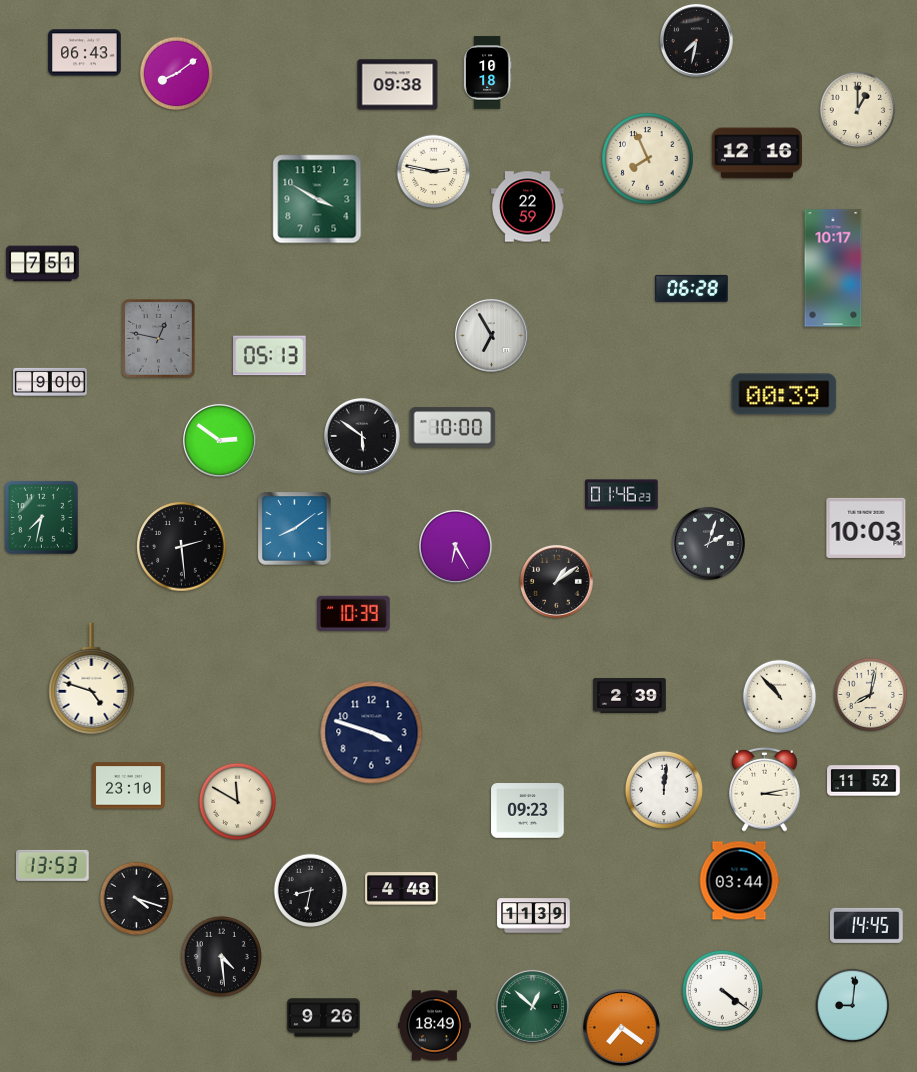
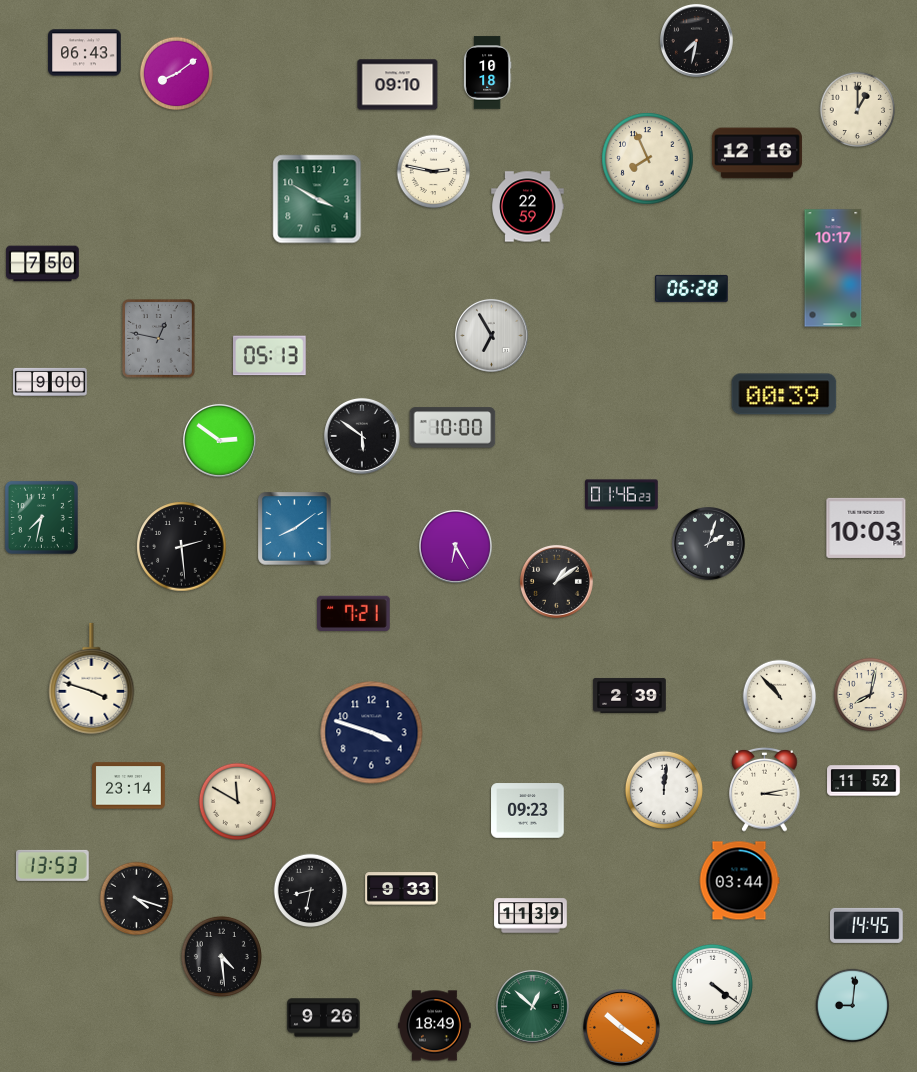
clock at (398, 85): 09:38 -> 09:10
clock at (43, 264): 7:51 -> 7:50
clock at (354, 613): 10:39 -> 7:21
clock at (92, 679): 4:48 -> 3:48
clock at (129, 786): 23:10 -> 23:14
clock at (402, 889): 4:48 -> 9:33
clock at (534, 916) position: (534, 916) -> (531, 916)
clock at (722, 990) position: (722, 990) -> (712, 984)
clock at (622, 1028): 7:21 -> 10:21
